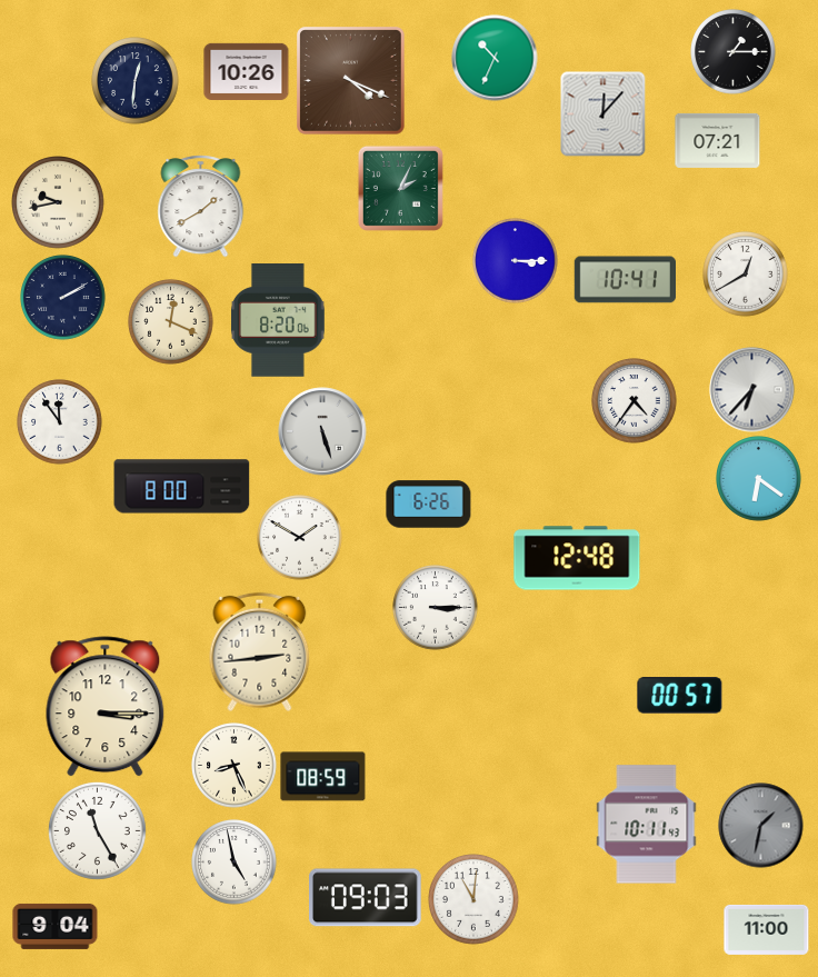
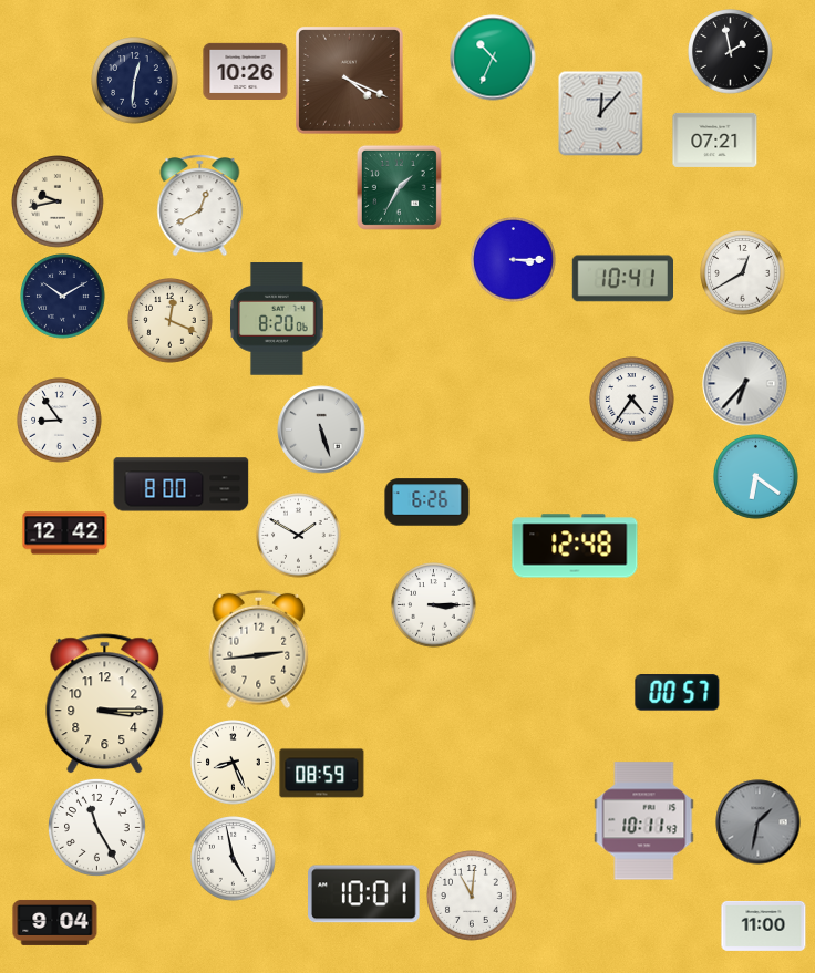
clock at (734, 52): 1:15 -> 1:58
clock at (400, 188): 2:04 -> 1:35
clock at (201, 207): 1:40 -> 12:40
clock at (63, 298): 2:10 -> 10:10
clock at (752, 390) position: (752, 390) -> (745, 384)
clock at (60, 422): 11:54 -> 8:54
clock at (65, 534): none -> 12:42
clock at (577, 558) position: (577, 558) -> (575, 546)
clock at (366, 898): 09:03 -> 10:01
